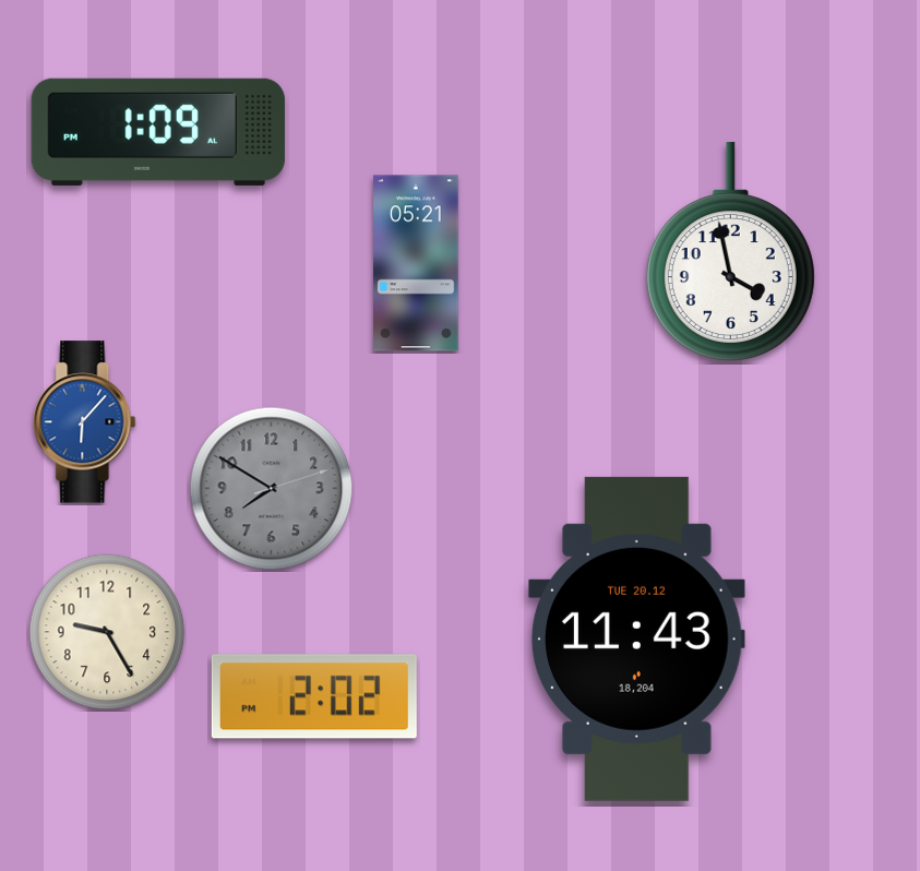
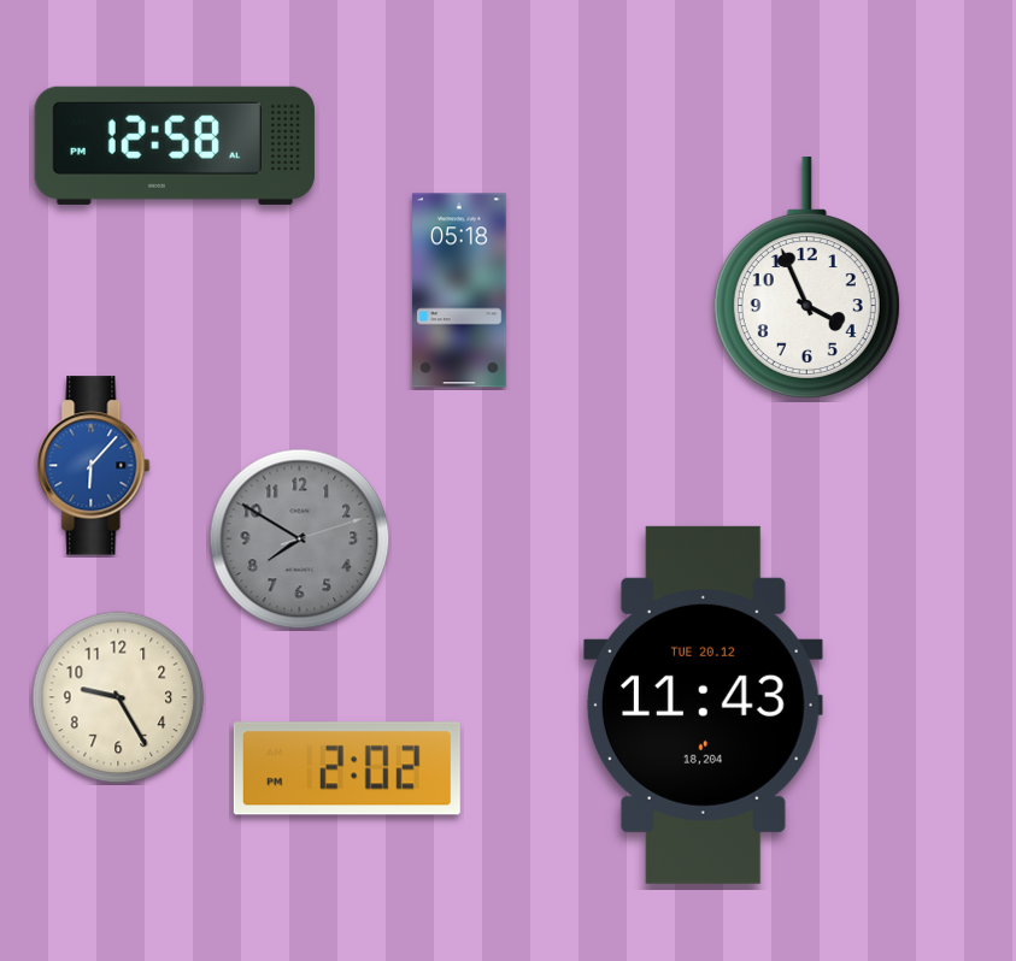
clock at (158, 132): 1:09 -> 12:58
clock at (730, 251): 3:58 -> 3:56
clock at (416, 263): 05:21 -> 05:18
